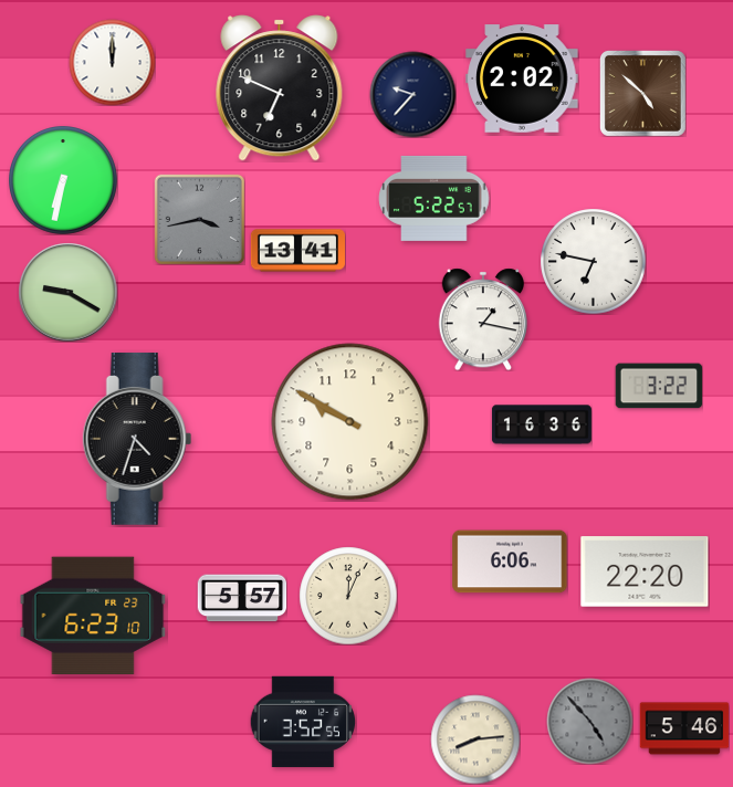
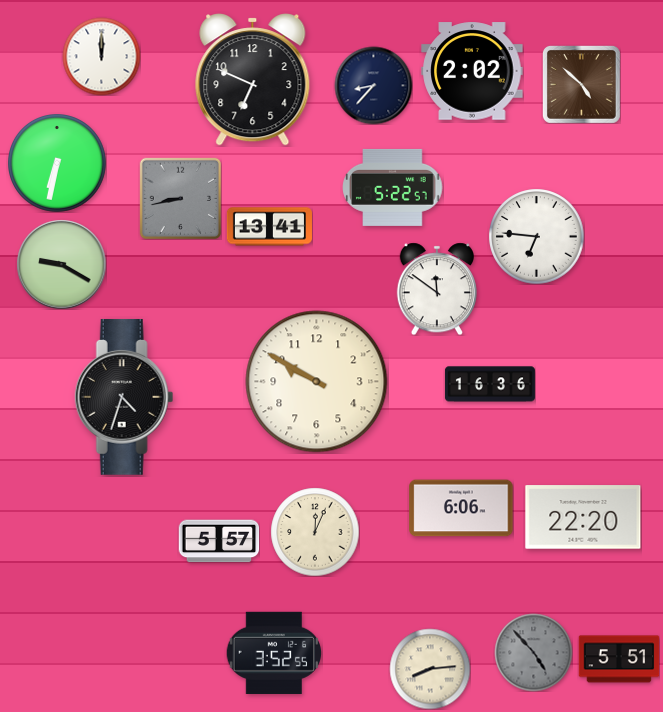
clock at (412, 94): 9:37 -> 8:37
clock at (434, 198) position: (434, 198) -> (393, 187)
clock at (199, 219): 3:43 -> 8:43
clock at (593, 261): 6:47 -> 6:46
clock at (482, 319): 1:17 -> 11:51
clock at (659, 386): 3:22 -> none
clock at (348, 596) position: (348, 596) -> (315, 532)
clock at (93, 616): 6:23 -> none
clock at (684, 728): 5:46 -> 5:51
